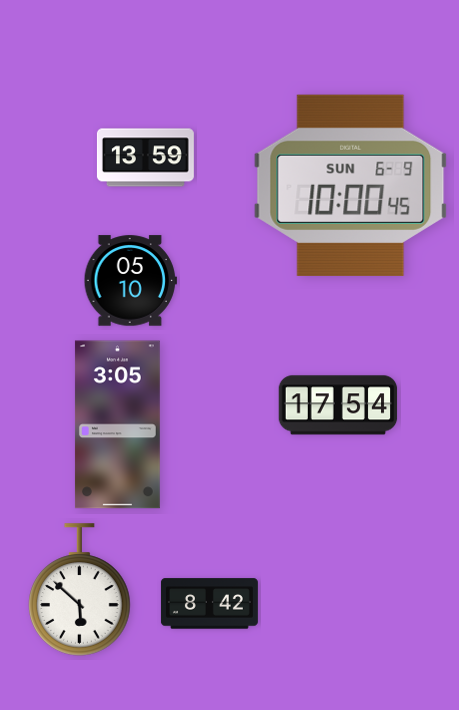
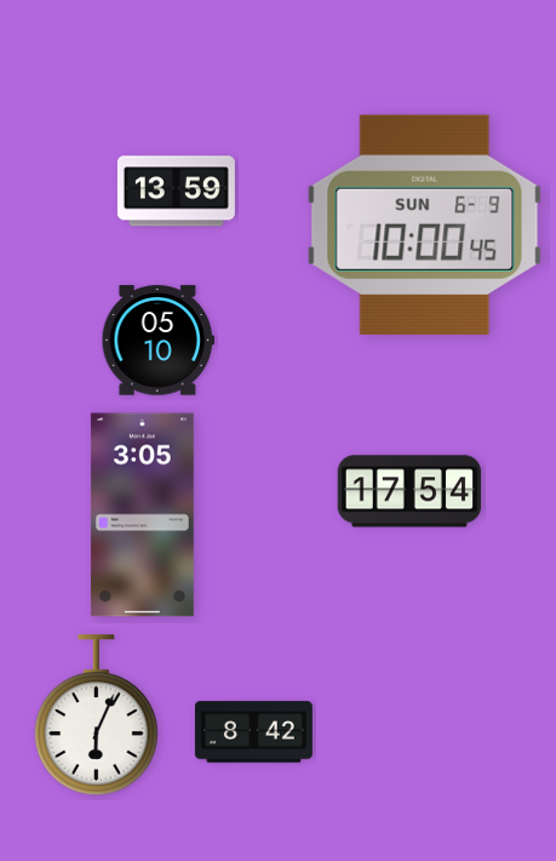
clock at (80, 590): 5:52 -> 6:04
